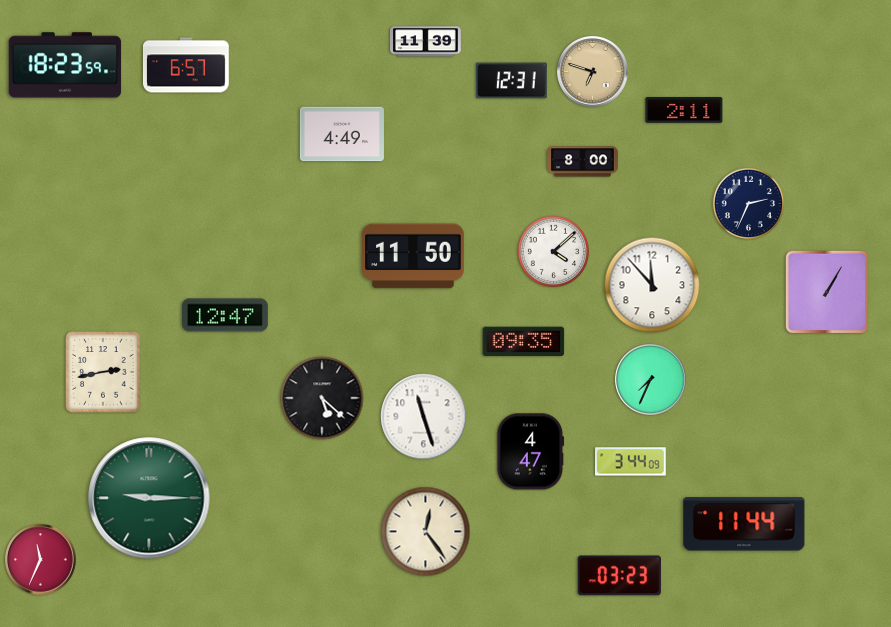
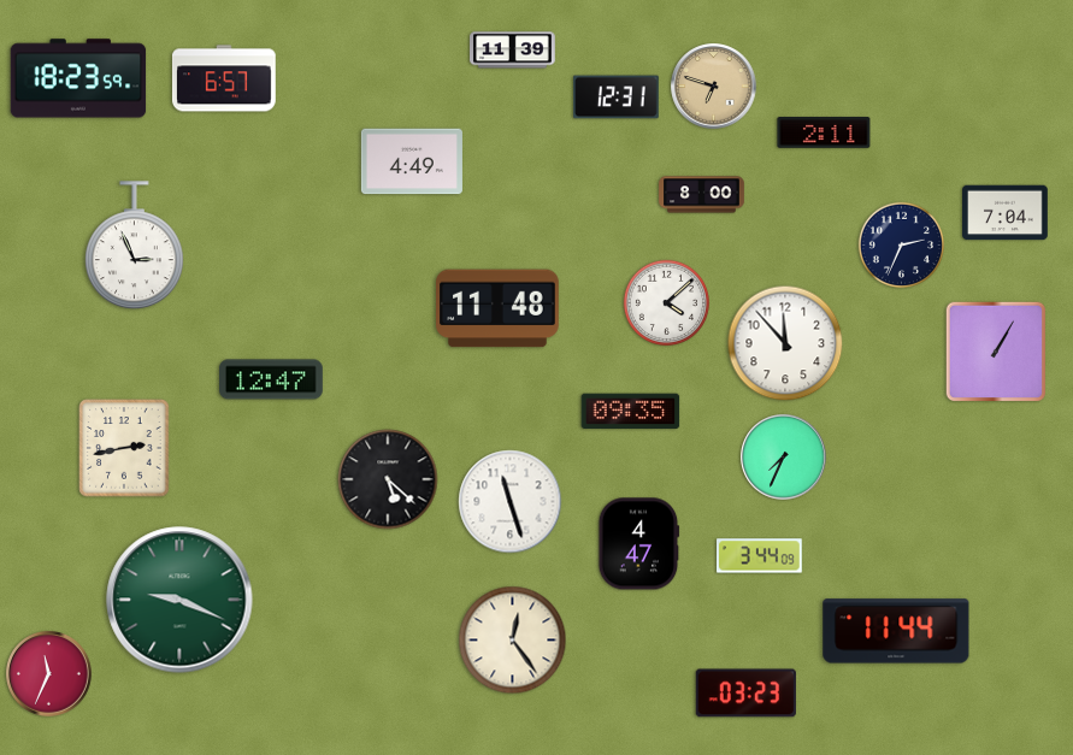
clock at (1006, 213): none -> 7:04
clock at (134, 246): none -> 2:56
clock at (413, 256): 11:50 -> 11:48
clock at (149, 498): 9:15 -> 9:19
